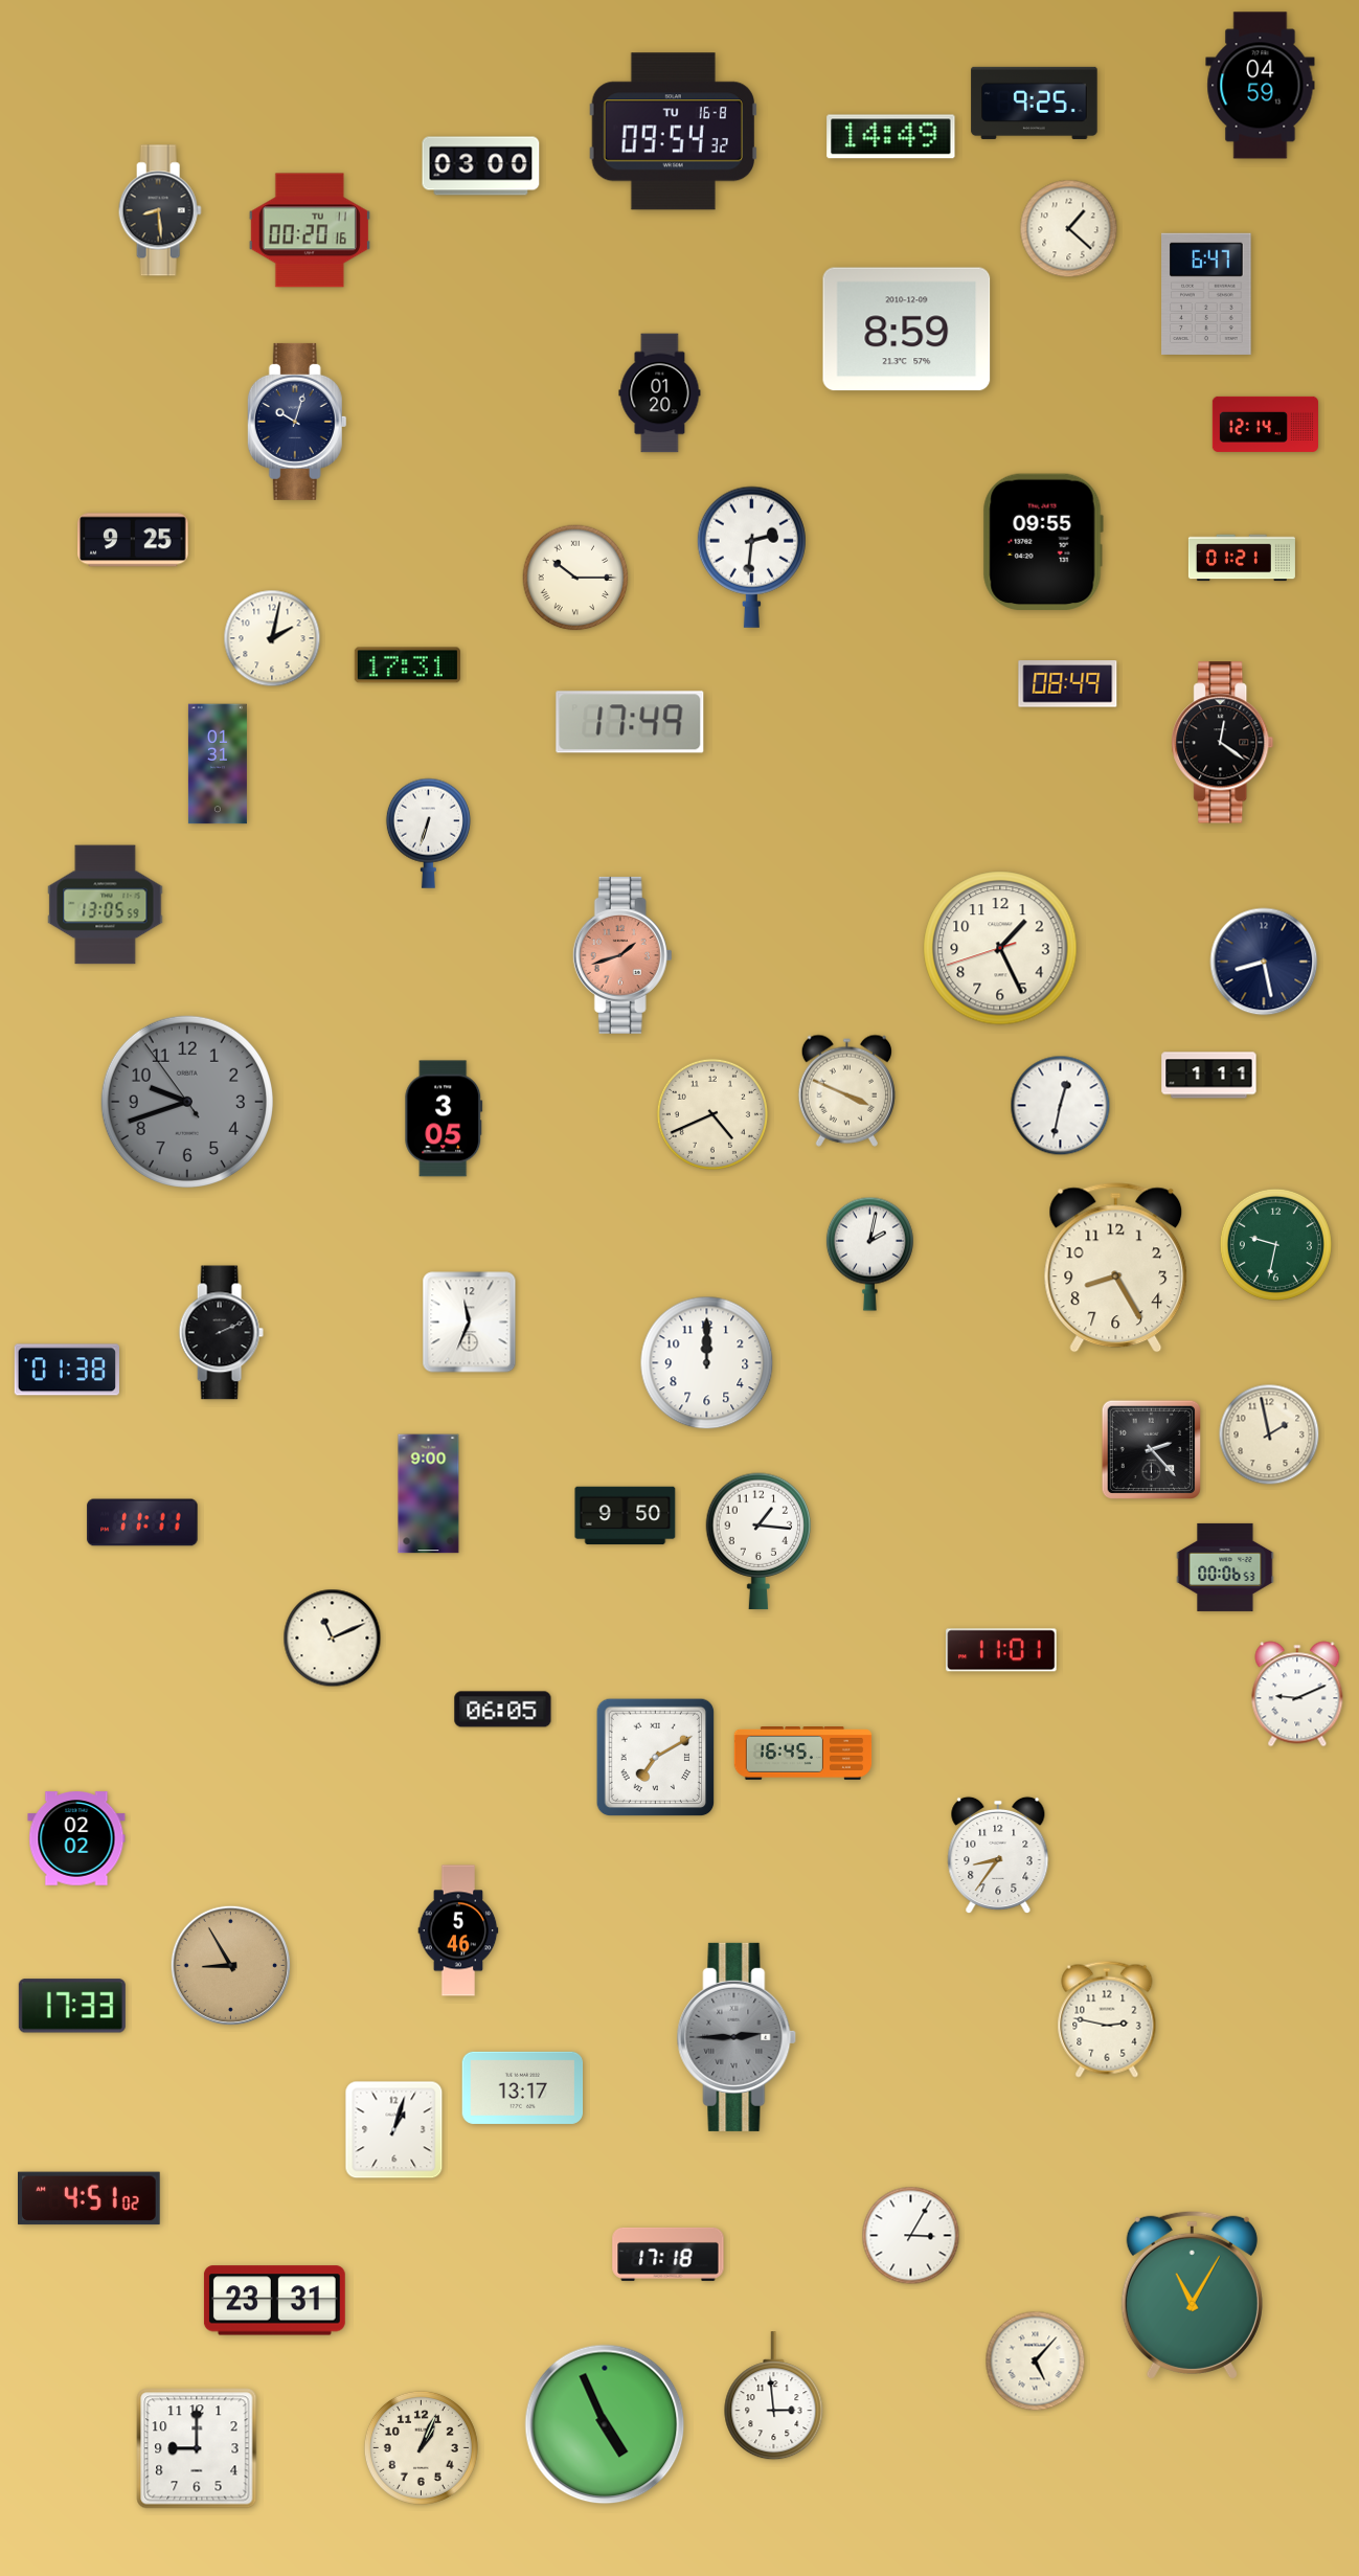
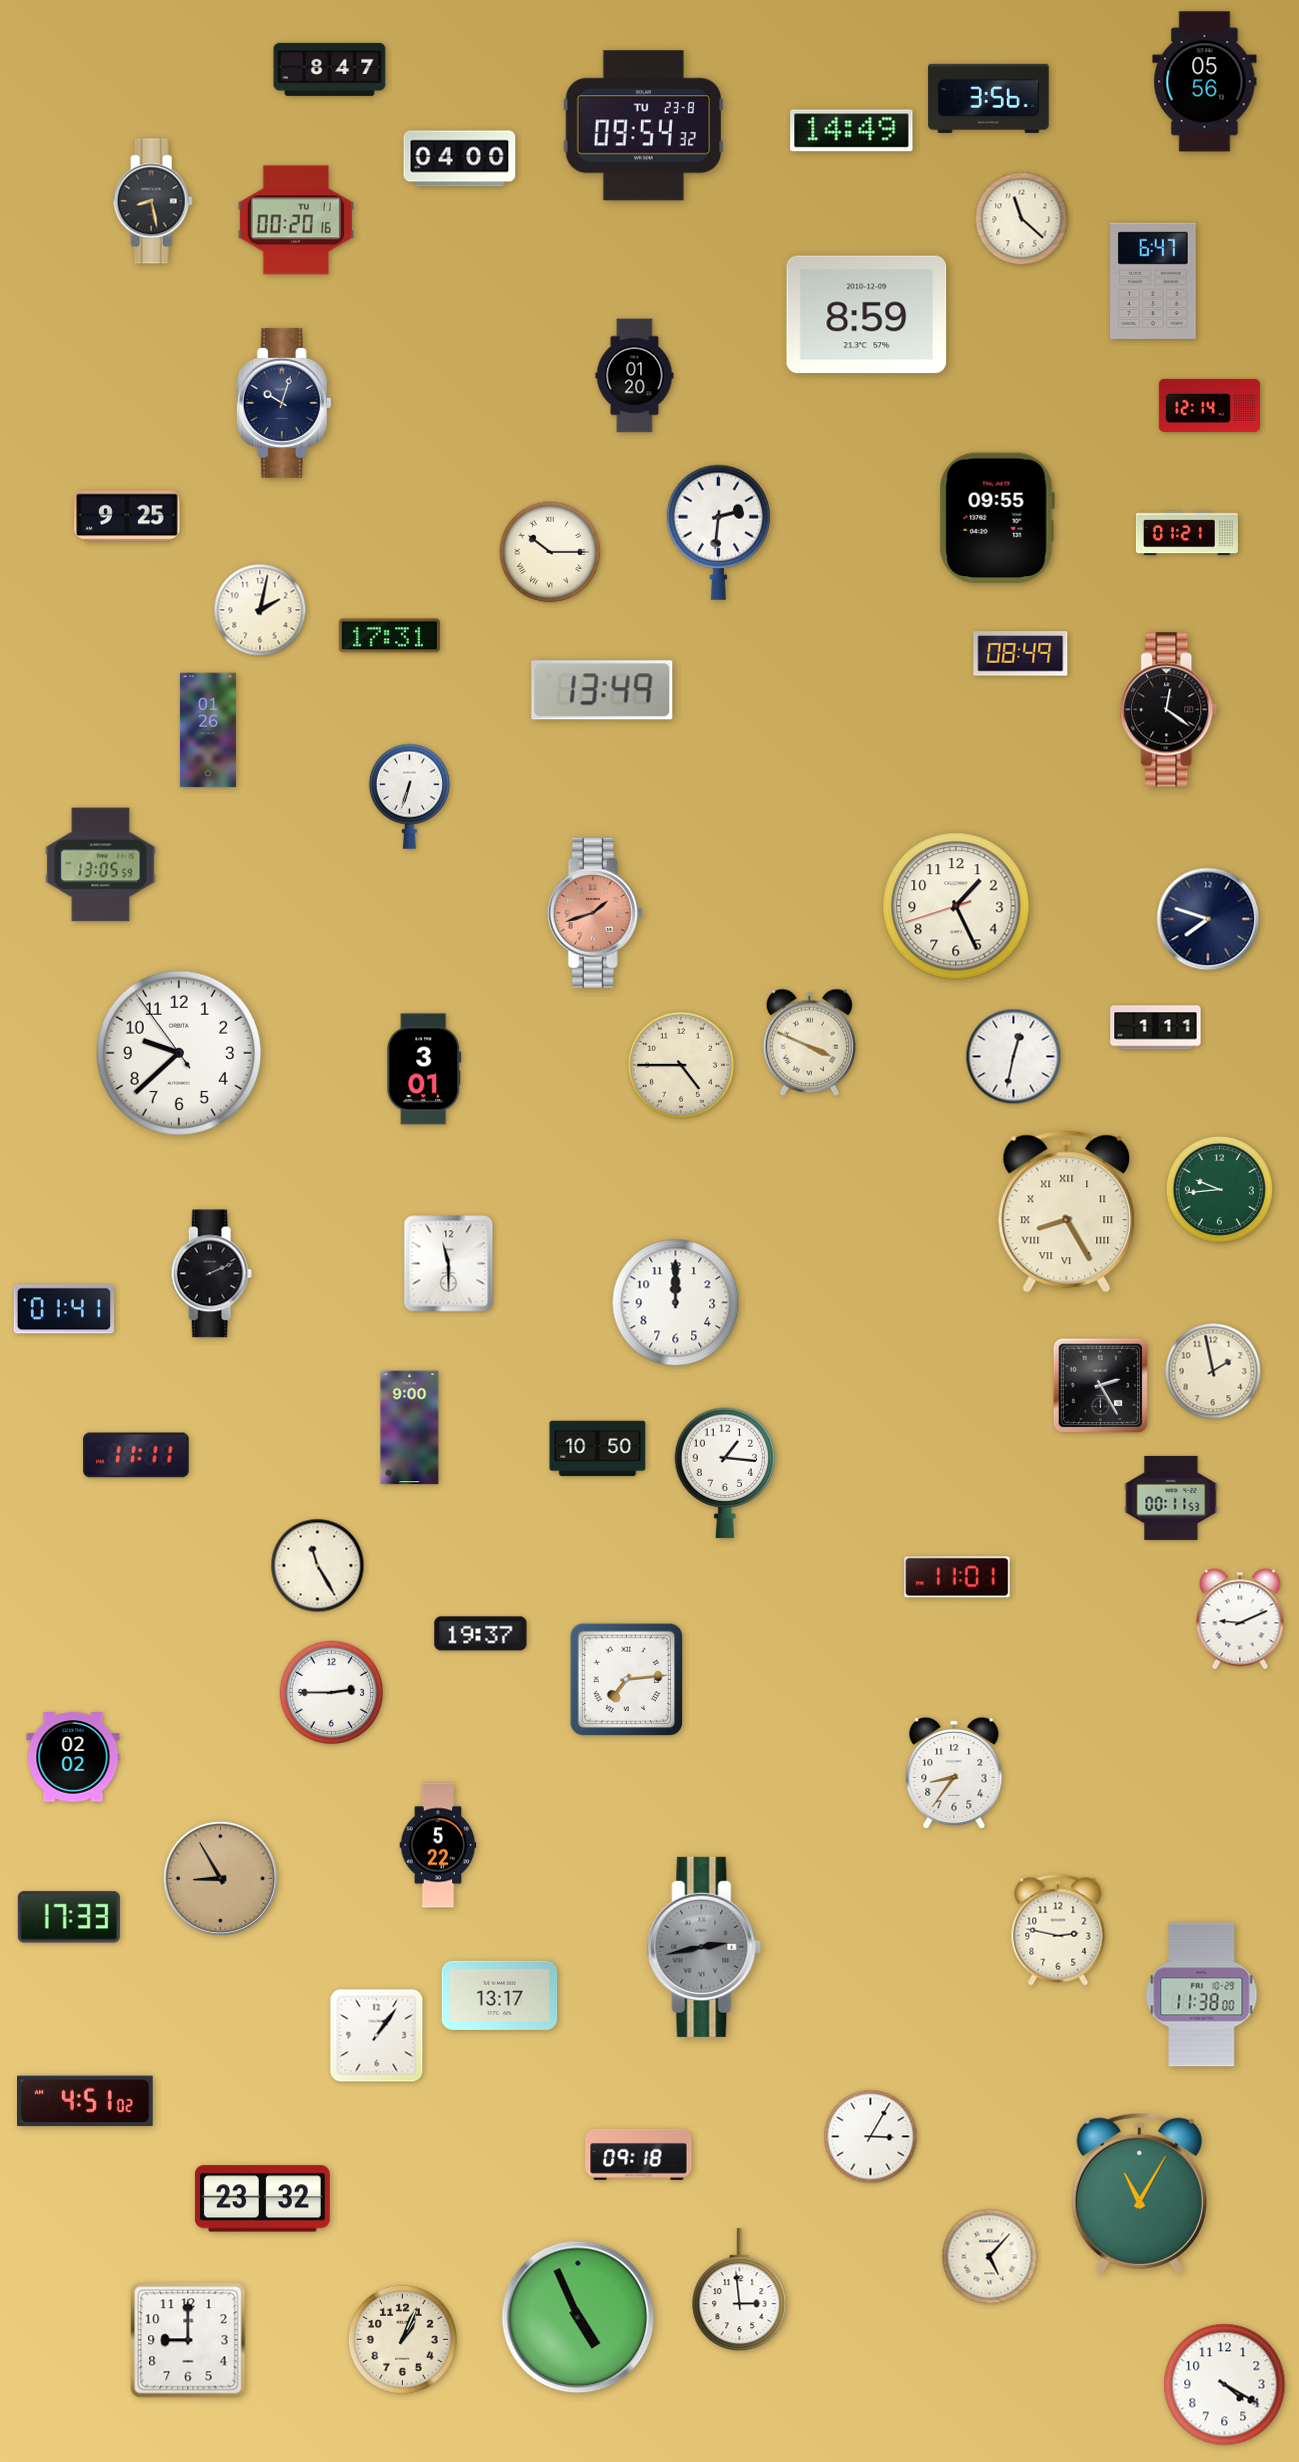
clock at (330, 69): none -> 8:47
clock at (1261, 86): 04:59 -> 05:56
clock at (1035, 103): 9:25 -> 3:56
clock at (673, 132) date: TU 16-8 -> TU 23-8
clock at (481, 166): 03:00 -> 04:00
clock at (160, 210): 8:29 -> 8:28
clock at (1069, 229): 1:22 -> 11:22
clock at (660, 393) position: (660, 393) -> (635, 376)
clock at (630, 722): 17:49 -> 13:49
clock at (218, 764): 01:31 -> 01:26
clock at (1264, 962): 8:28 -> 7:48
clock at (187, 1102): 9:41 -> 9:37
clock at (187, 1102) dial: grey -> white
clock at (712, 1114): 4:41 -> 4:45
clock at (444, 1118): 3:05 -> 3:01
clock at (1275, 1244): 9:32 -> 9:44
clock at (869, 1253): 2:02 -> none
clock at (1116, 1268) numerals: Arabic -> Roman
clock at (470, 1323): 11:34 -> 11:30
clock at (66, 1370): 01:38 -> 01:41
clock at (1151, 1449): 2:23 -> 2:25
clock at (626, 1516): 9:50 -> 10:50
clock at (1225, 1567): 00:06 -> 00:11
clock at (333, 1639): 11:11 -> 11:25
clock at (503, 1710): 06:05 -> 19:37
clock at (803, 1754): 16:45 -> none
clock at (656, 1758): 7:10 -> 7:14
clock at (332, 1693): none -> 2:45
clock at (458, 1930): 5:46 -> 5:22
clock at (737, 2037): 2:45 -> 2:43
clock at (1202, 1995): none -> 11:38
clock at (394, 2130): 1:03 -> 1:06
clock at (669, 2254): 17:18 -> 09:18
clock at (274, 2301): 23:31 -> 23:32
clock at (1225, 2385): none -> 4:20
